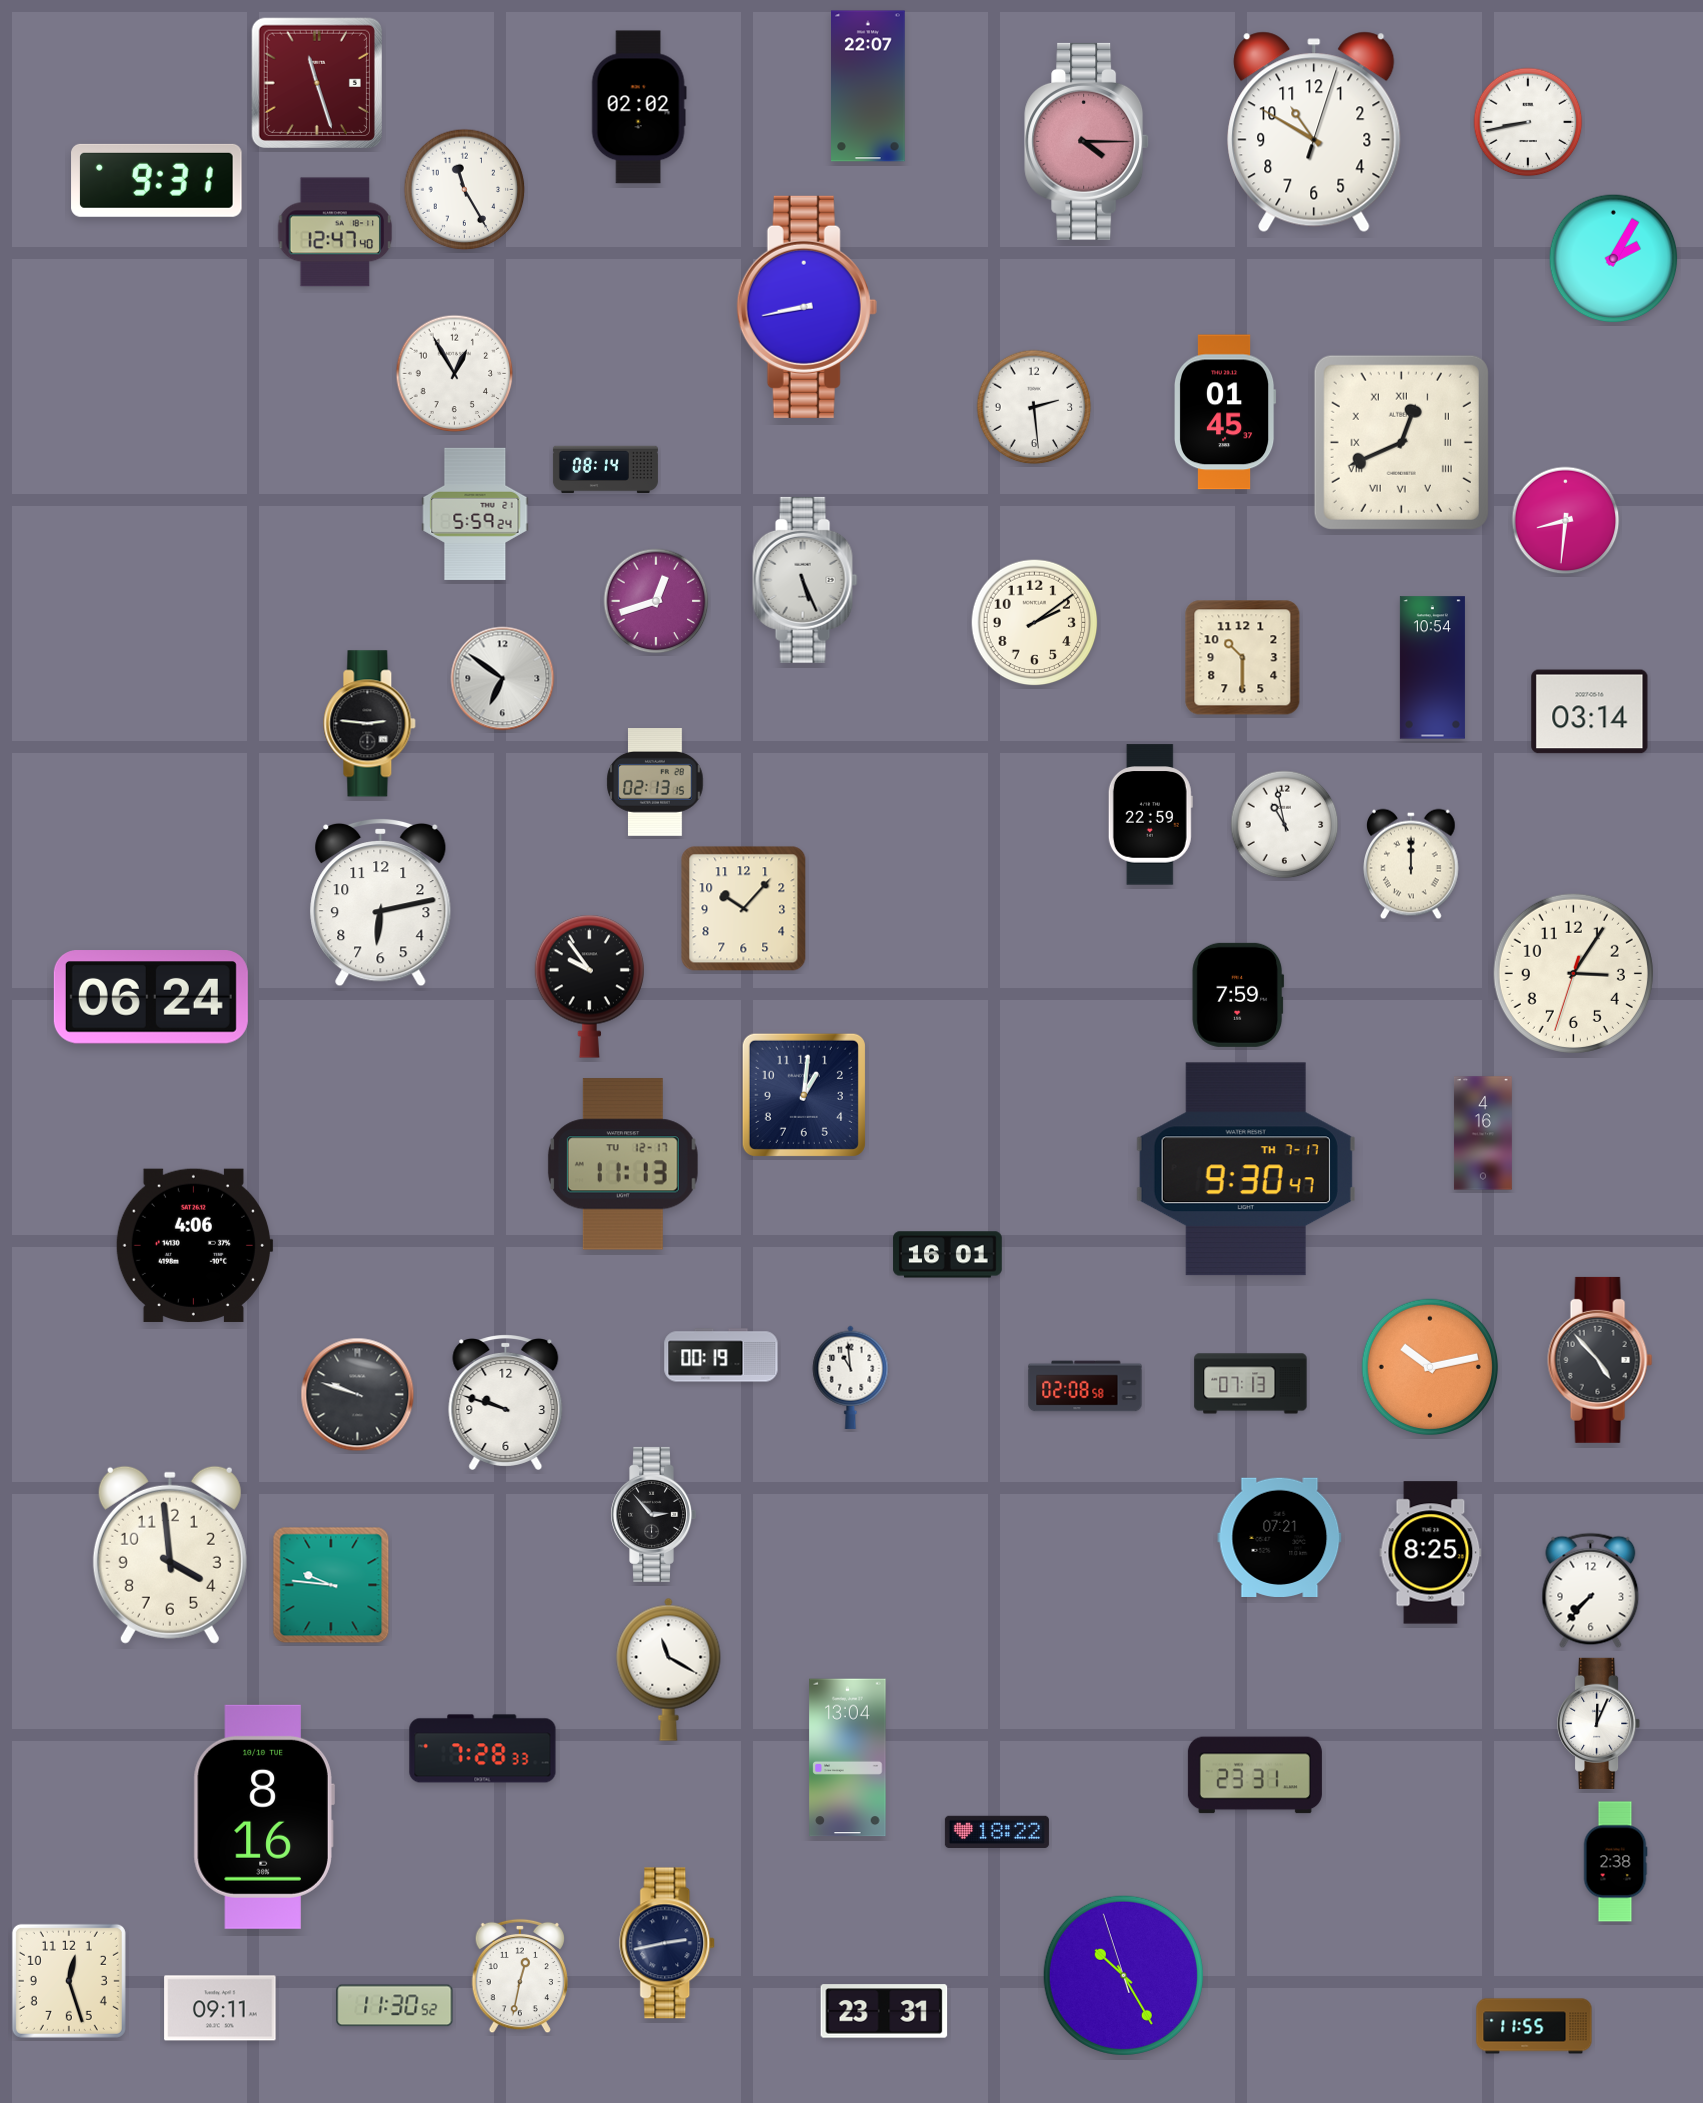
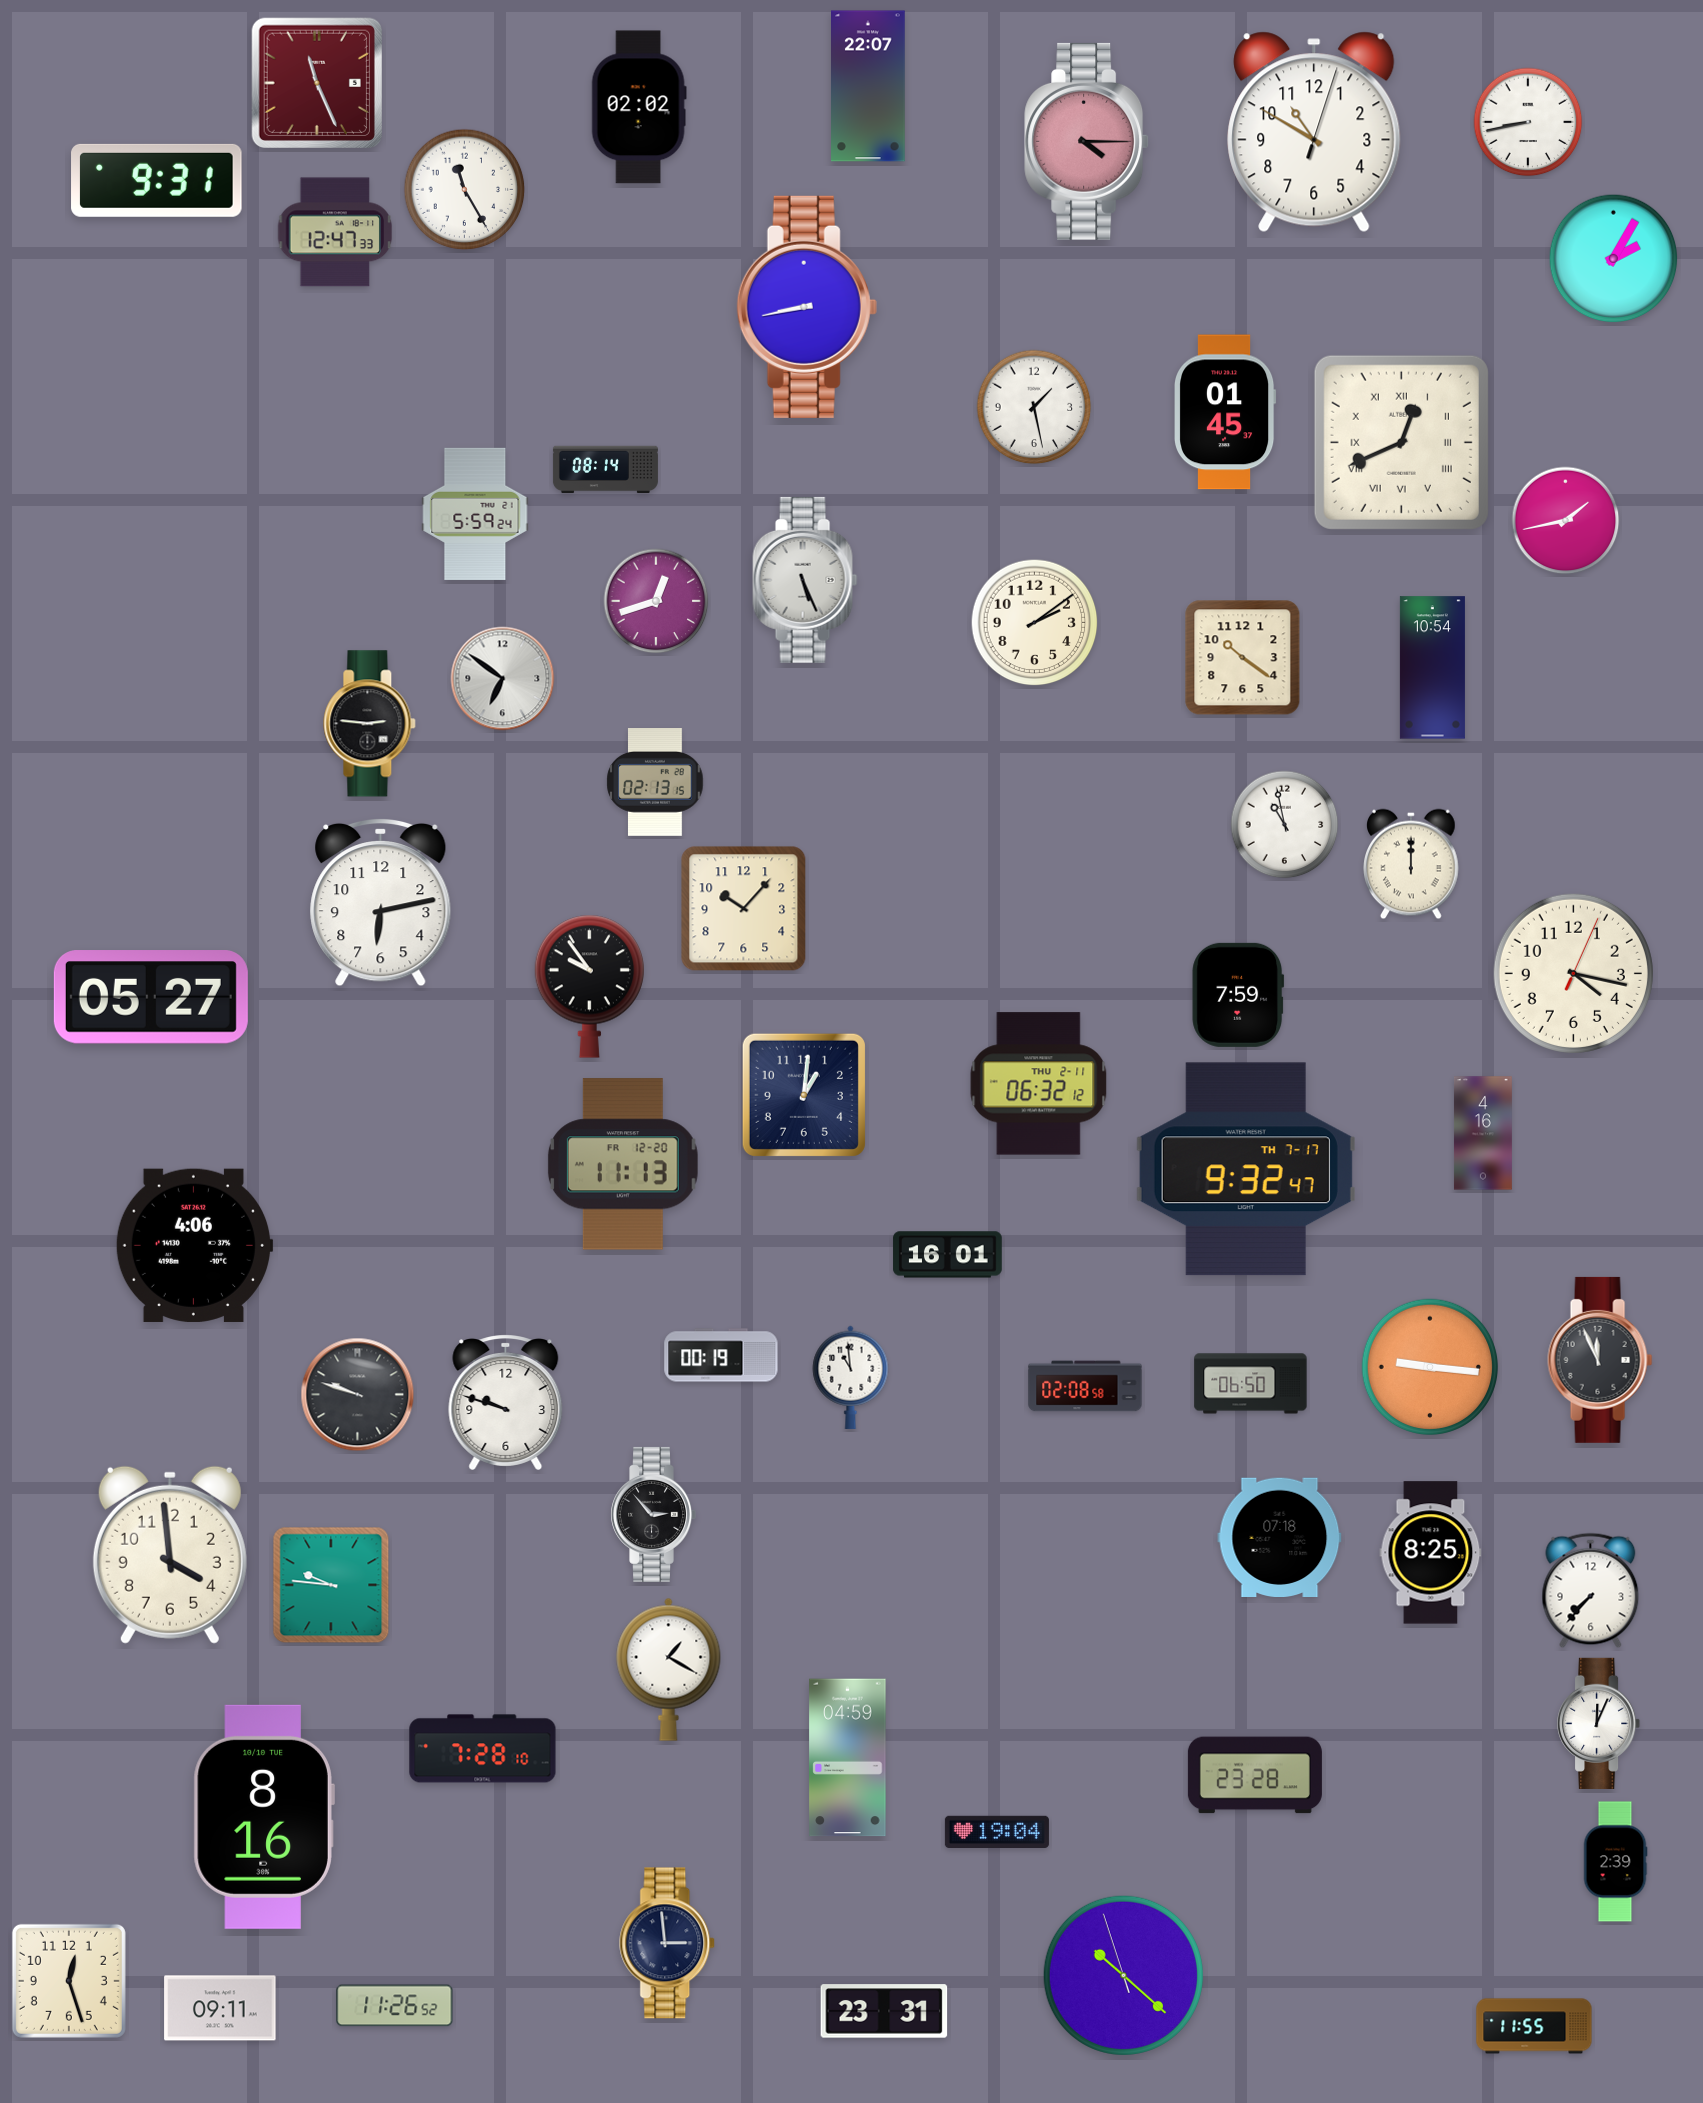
clock at (316, 82): 11:27 -> 11:26
clock at (335, 232): 12:47:40 -> 12:47:33
clock at (455, 374): 12:55 -> none
clock at (1034, 407): 2:29 -> 1:28
clock at (1566, 521): 8:31 -> 1:43
clock at (1243, 658): 10:30 -> 10:21
clock at (1590, 712): 03:14 -> none
clock at (1150, 815): 22:59 -> none
clock at (1573, 973): 3:05 -> 4:17
clock at (151, 997): 06:24 -> 05:27
clock at (1039, 1084): none -> 06:32
clock at (623, 1164) date: TU 12-17 -> FR 12-20
clock at (1246, 1169): 9:30 -> 9:32
clock at (1600, 1360): 4:53 -> 11:56
clock at (1430, 1367): 10:13 -> 9:16
clock at (1251, 1384): 07:13 -> 06:50
clock at (1280, 1537): 07:21 -> 07:18
clock at (669, 1669): 11:20 -> 1:20
clock at (483, 1749): 7:28:33 -> 7:28:10
clock at (848, 1758): 13:04 -> 04:59
clock at (1255, 1775): 23:31 -> 23:28
clock at (997, 1832): 18:22 -> 19:04
clock at (1615, 1862): 2:38 -> 2:39
clock at (668, 1943): 2:43 -> 2:59
clock at (1123, 1975): 10:24 -> 10:21
clock at (519, 1976): 12:32 -> none
clock at (395, 2006): 11:30 -> 11:26
